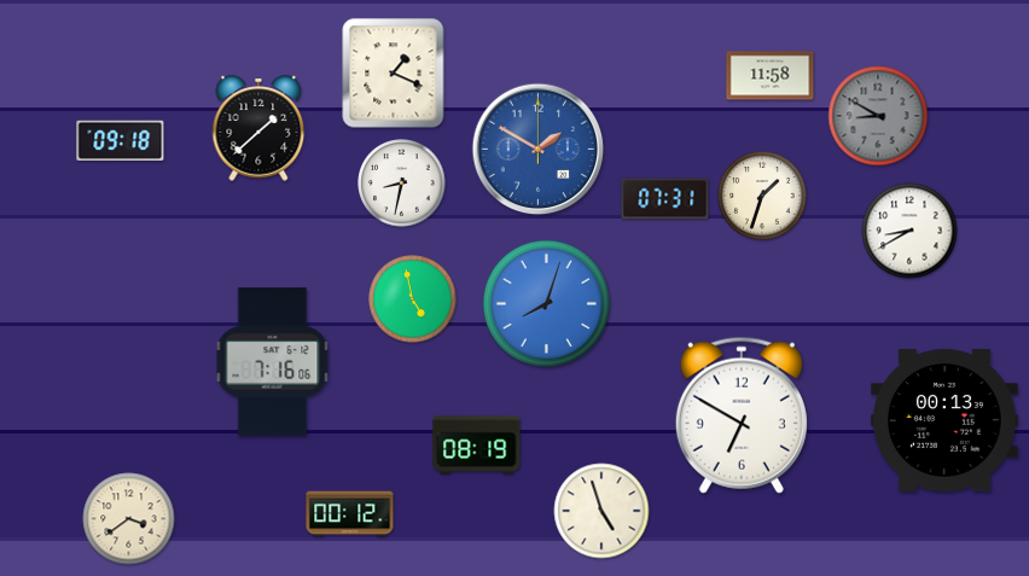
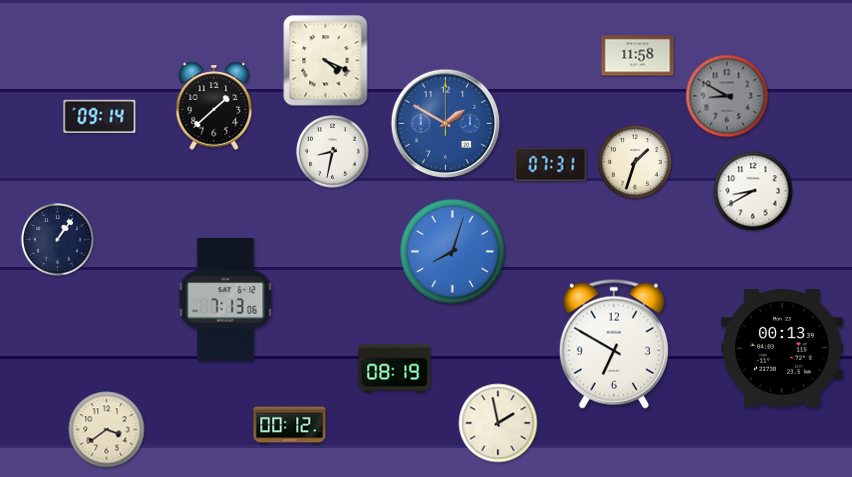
clock at (394, 74): 1:19 -> 4:19
clock at (771, 76) position: (771, 76) -> (638, 56)
clock at (121, 141): 09:18 -> 09:14
clock at (762, 196) position: (762, 196) -> (635, 162)
clock at (58, 240): none -> 1:06
clock at (413, 299): 4:58 -> none
clock at (273, 362): 7:16 -> 7:13
clock at (601, 511): 4:57 -> 1:58
